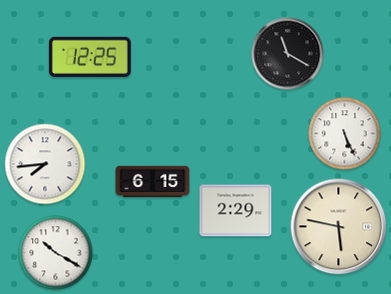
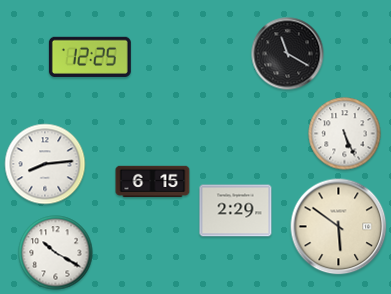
clock at (45, 164): 7:44 -> 8:14
clock at (339, 227): 5:47 -> 5:51
